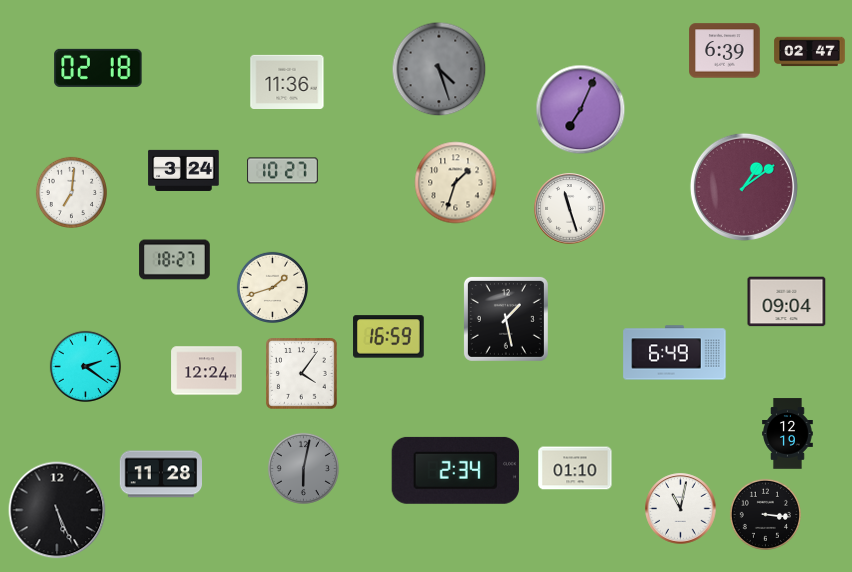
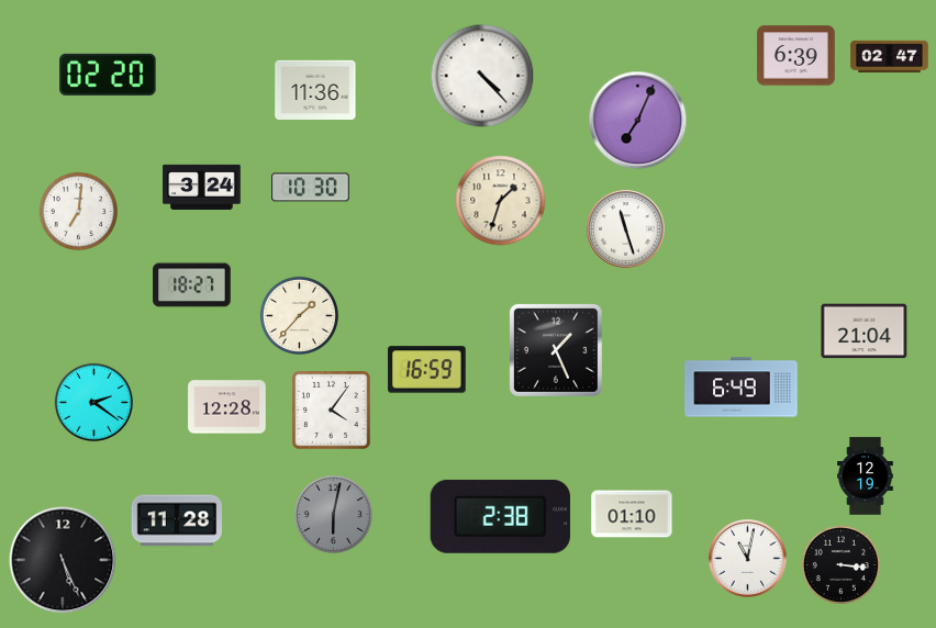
clock at (98, 68): 02:18 -> 02:20
clock at (439, 69): 4:27 -> 4:23
clock at (439, 69) dial: grey -> white
clock at (283, 171): 10:27 -> 10:30
clock at (744, 187): 1:09 -> none
clock at (272, 287): 1:42 -> 1:37
clock at (787, 302): 09:04 -> 21:04
clock at (506, 319): 1:28 -> 1:26
clock at (207, 371): 12:24 -> 12:28
clock at (455, 470): 2:34 -> 2:38
